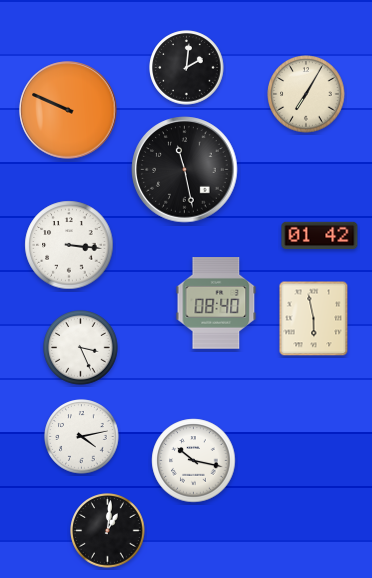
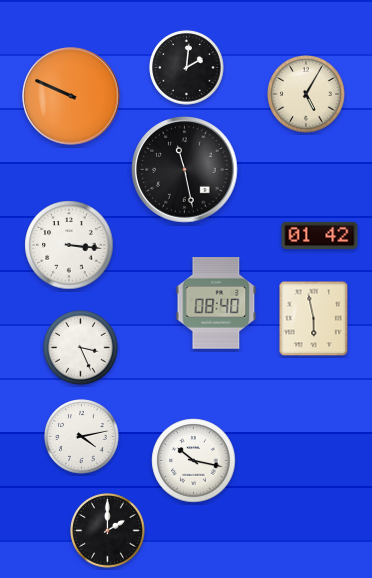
clock at (306, 94): 7:05 -> 5:05
clock at (68, 110) position: (68, 110) -> (71, 96)
clock at (108, 531): 1:01 -> 2:00
